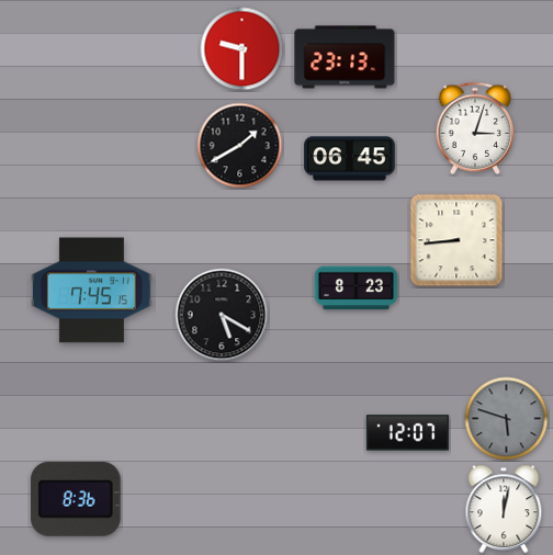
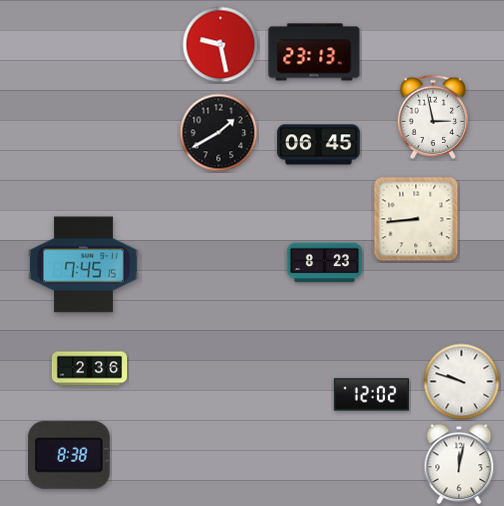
clock at (242, 49): 9:30 -> 9:28
clock at (475, 127): 3:03 -> 2:58
clock at (222, 315): 5:20 -> none
clock at (89, 369): none -> 2:36
clock at (507, 419): 5:48 -> 9:48
clock at (507, 419) dial: grey -> white
clock at (407, 433): 12:07 -> 12:02
clock at (76, 499): 8:36 -> 8:38
